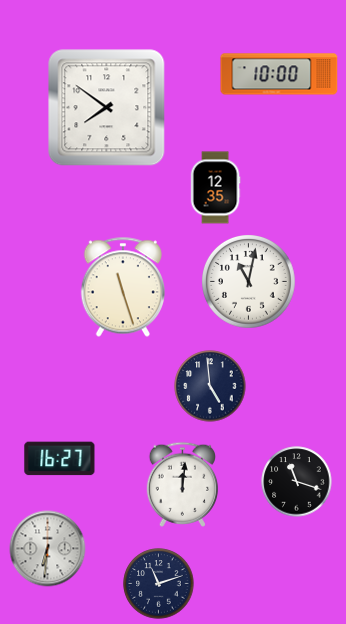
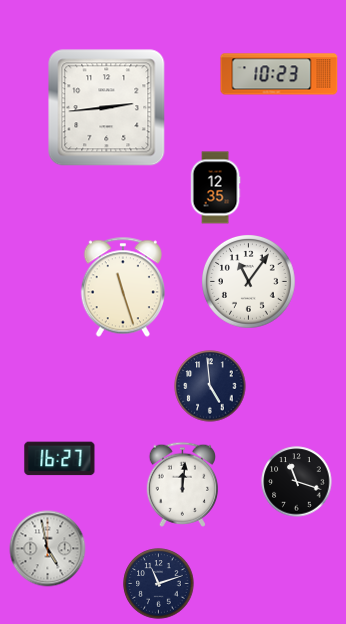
clock at (279, 74): 10:00 -> 10:23
clock at (107, 108): 7:51 -> 2:44
clock at (249, 282): 11:02 -> 11:06
clock at (48, 549): 6:31 -> 4:58
